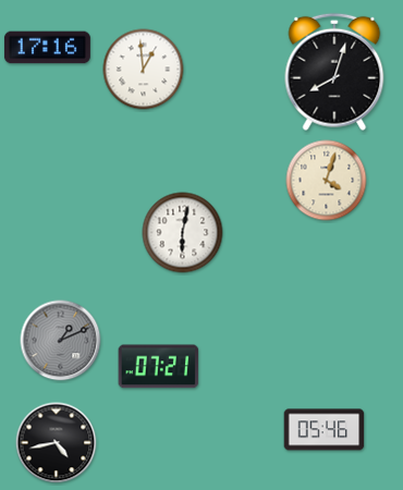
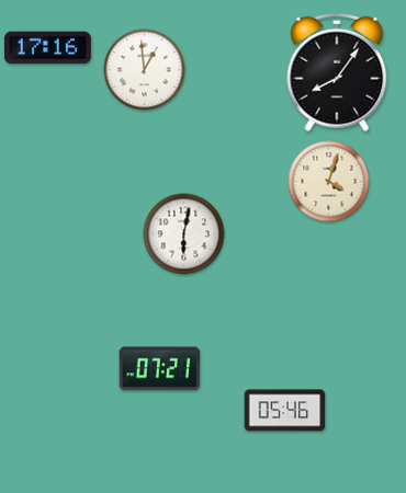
clock at (334, 72): 8:03 -> 8:06
clock at (61, 341): 1:11 -> none
clock at (325, 430) position: (325, 430) -> (285, 411)
clock at (57, 443): 4:43 -> none
